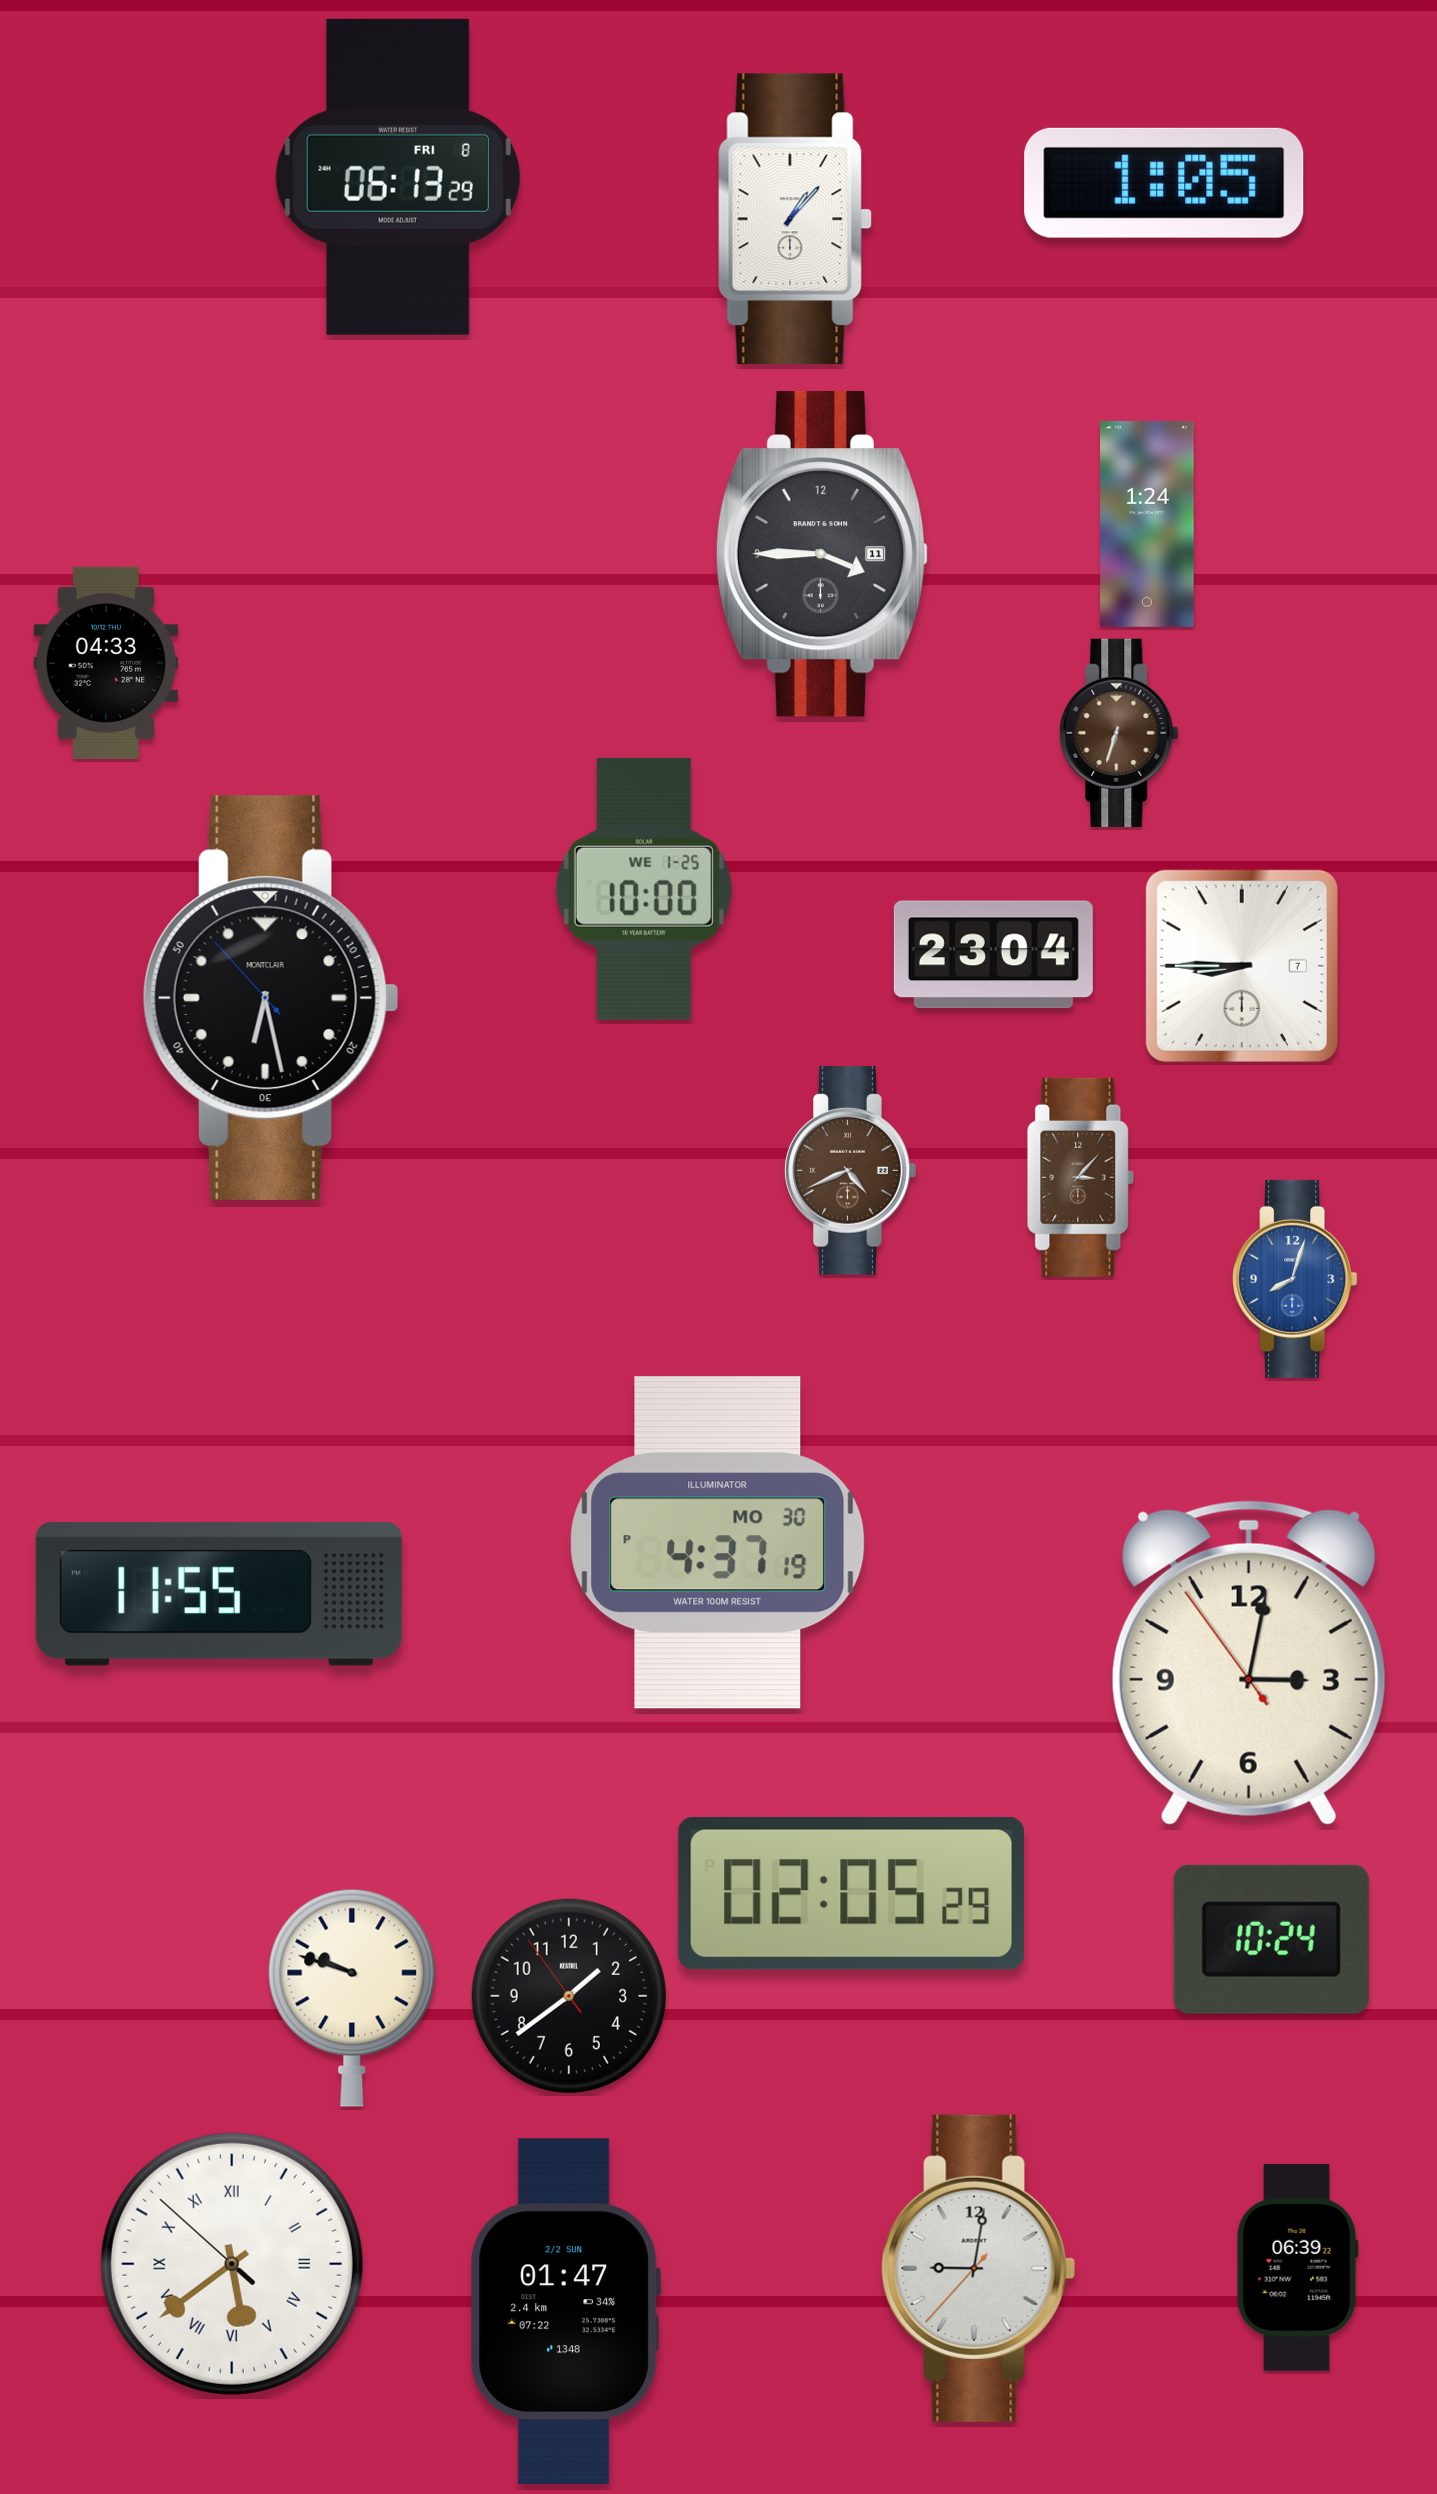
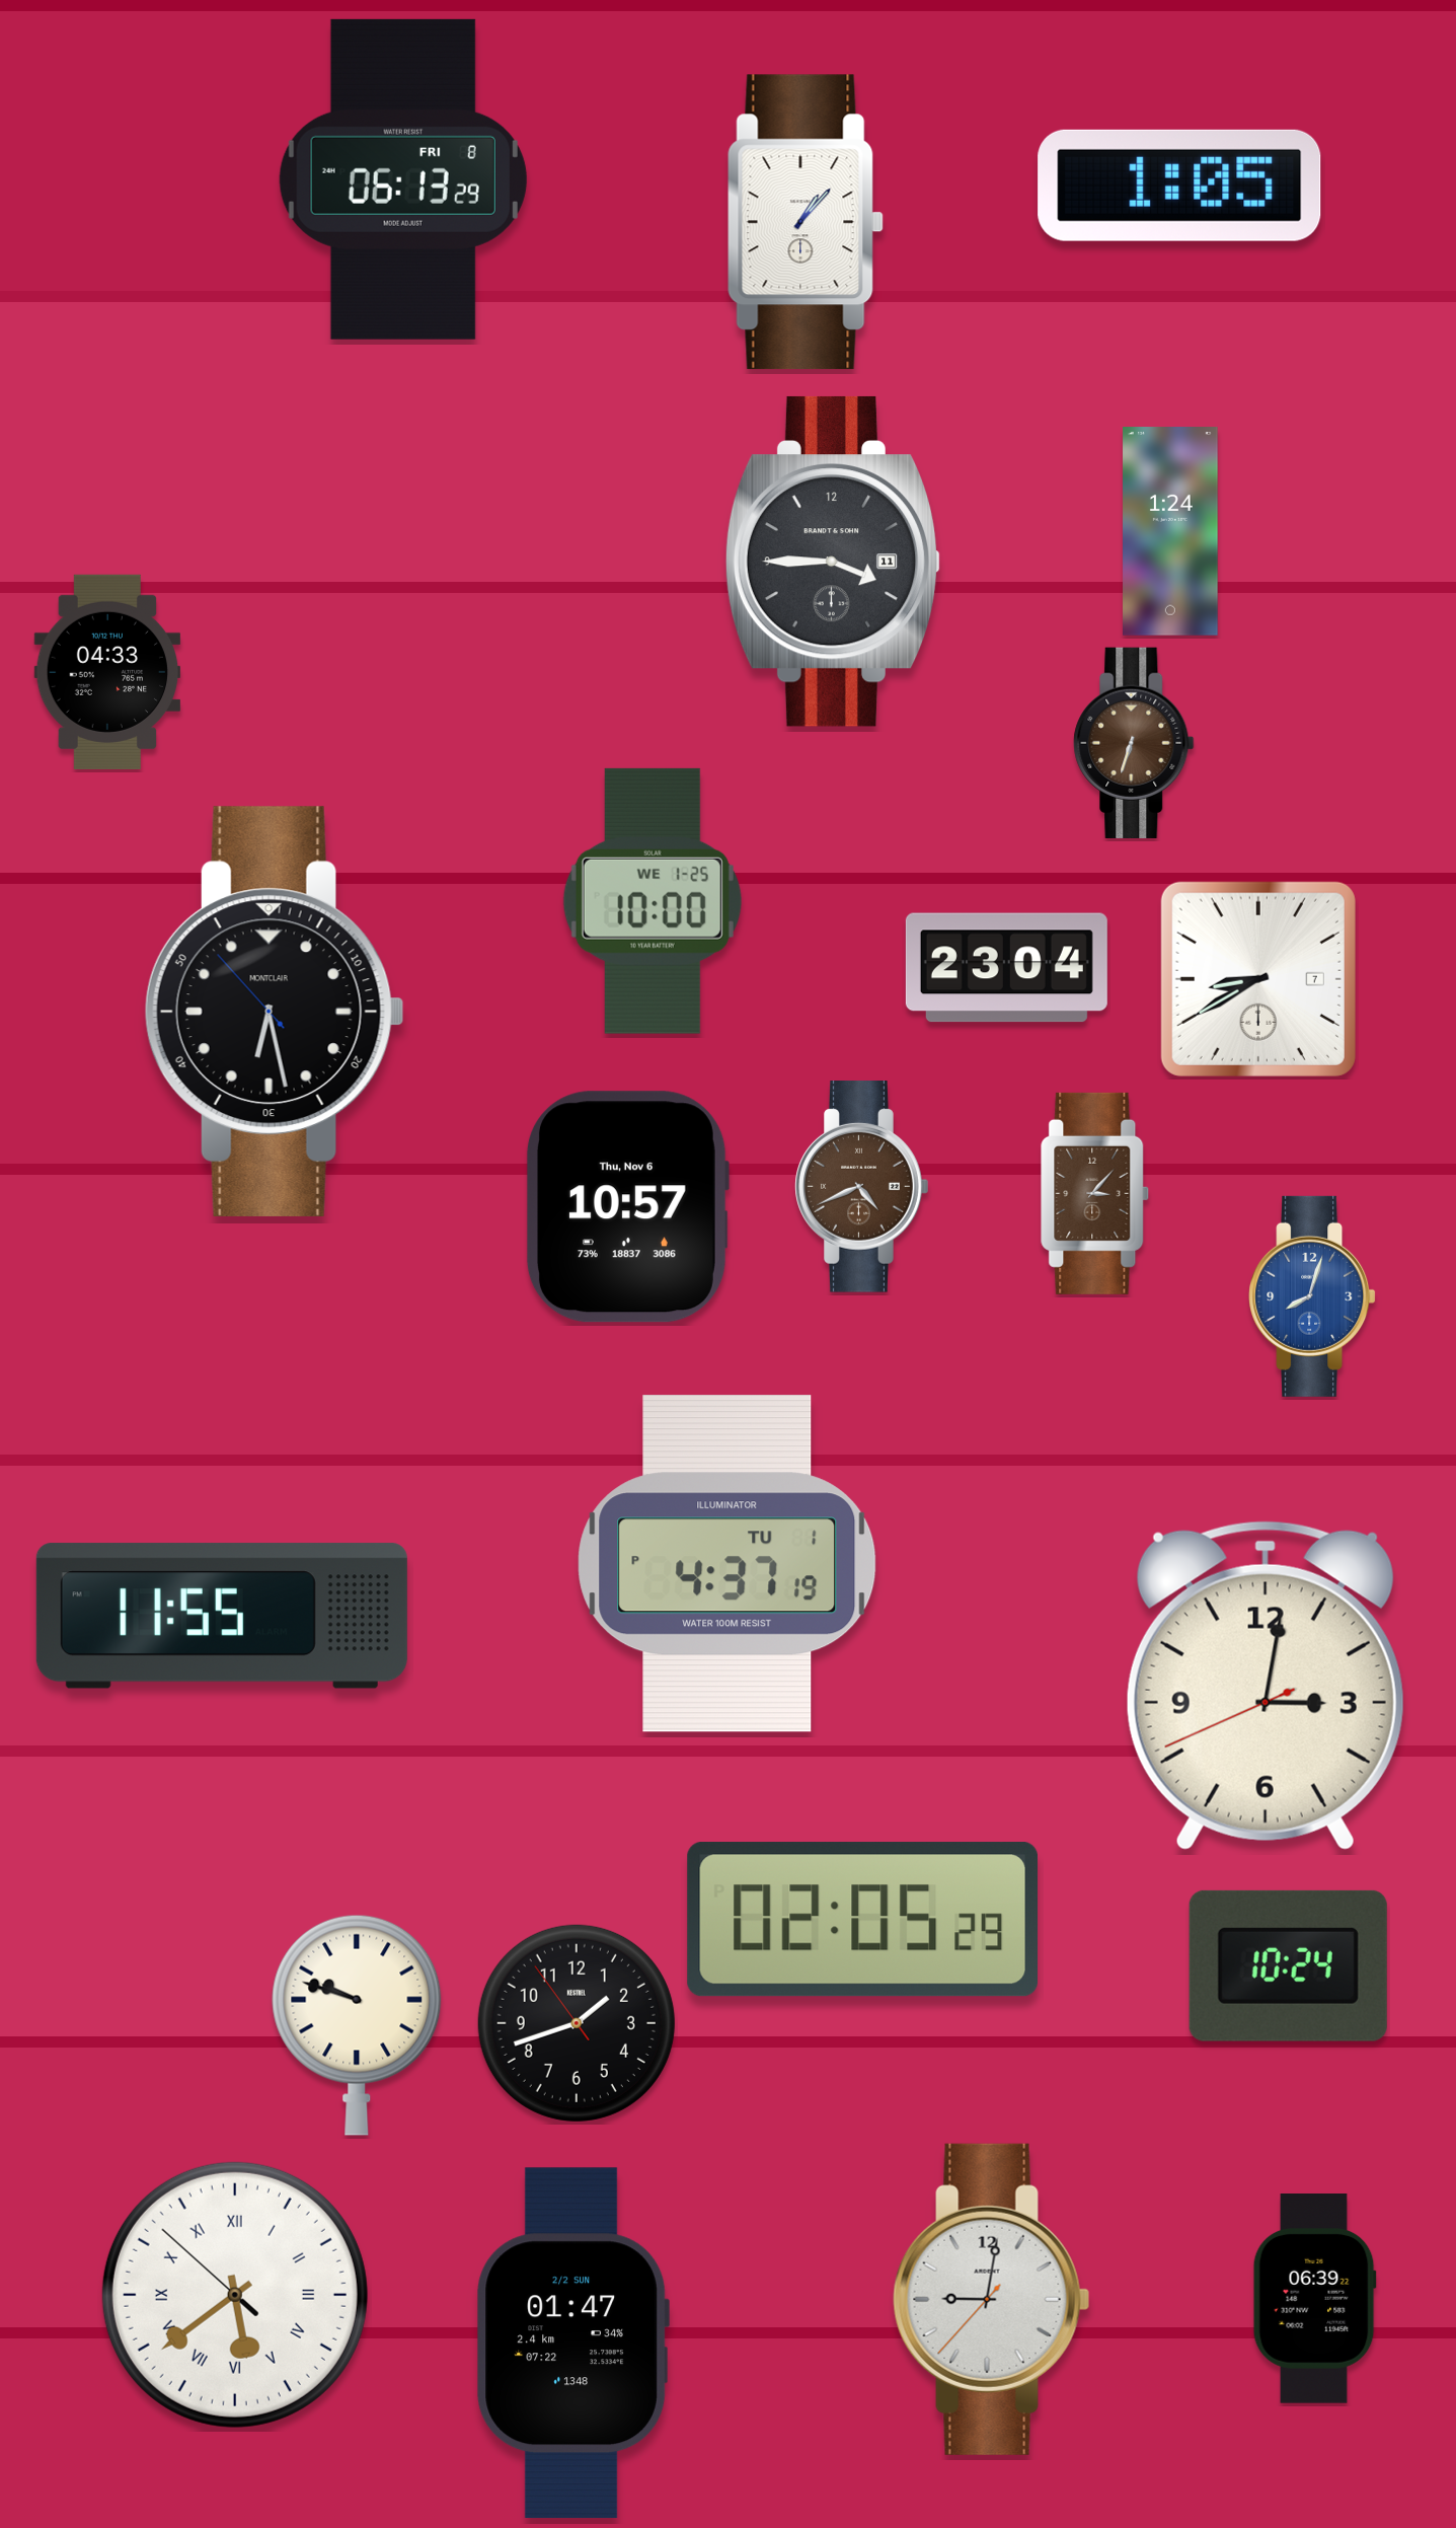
clock at (1147, 525) position: (1147, 525) -> (1170, 532)
clock at (1242, 966): 8:45 -> 8:40
clock at (627, 1207): none -> 10:57
clock at (718, 1543) date: MO 30 -> TU 1
clock at (1249, 1663): 3:01:54 -> 3:01:41
clock at (569, 1996): 1:38 -> 1:41
